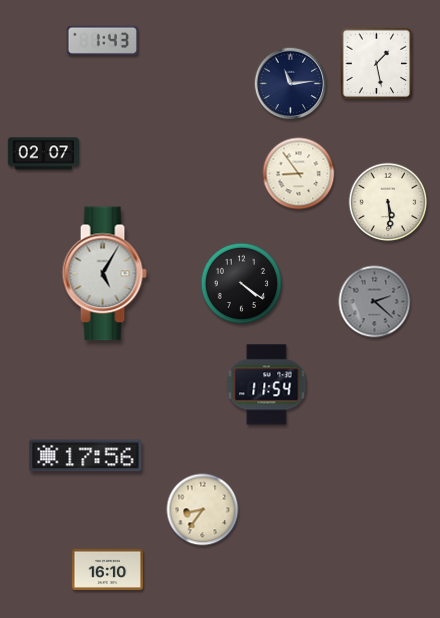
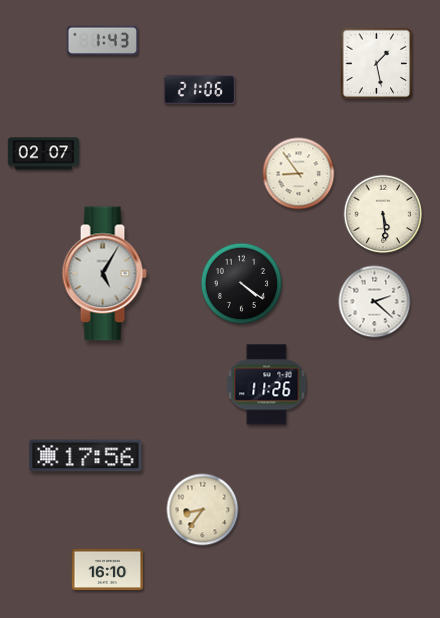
clock at (291, 84): 11:14 -> none
clock at (200, 89): none -> 21:06
clock at (388, 202) position: (388, 202) -> (383, 214)
clock at (375, 302) dial: grey -> white
clock at (267, 385): 11:54 -> 11:26
